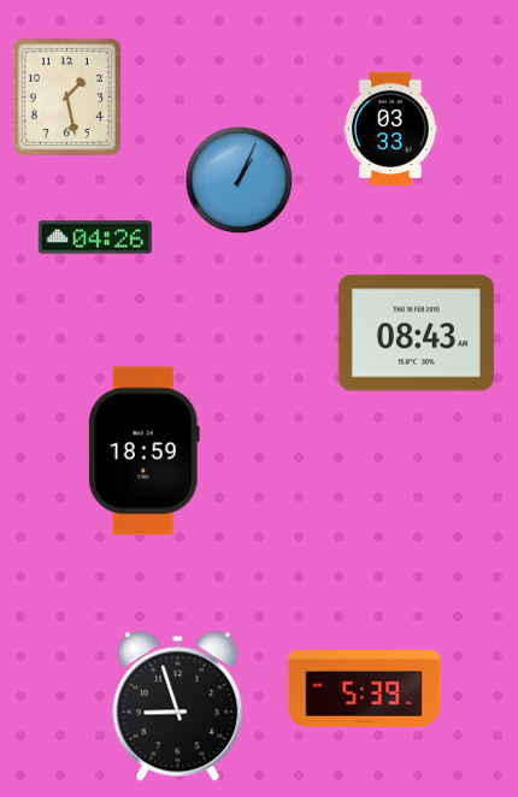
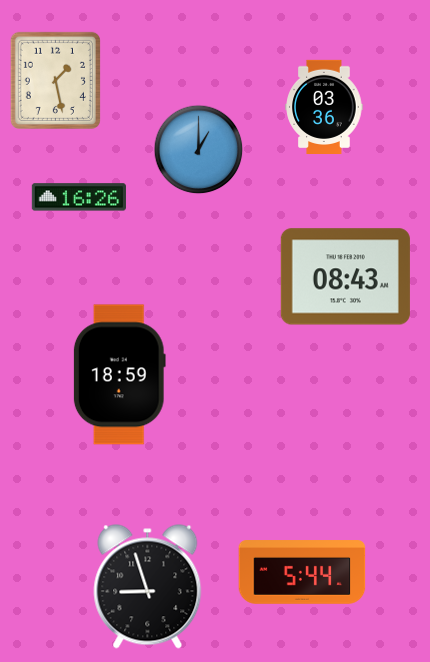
clock at (390, 128): 03:33 -> 03:36
clock at (240, 181): 1:04 -> 1:00
clock at (95, 237): 04:26 -> 16:26
clock at (364, 689): 5:39 -> 5:44
